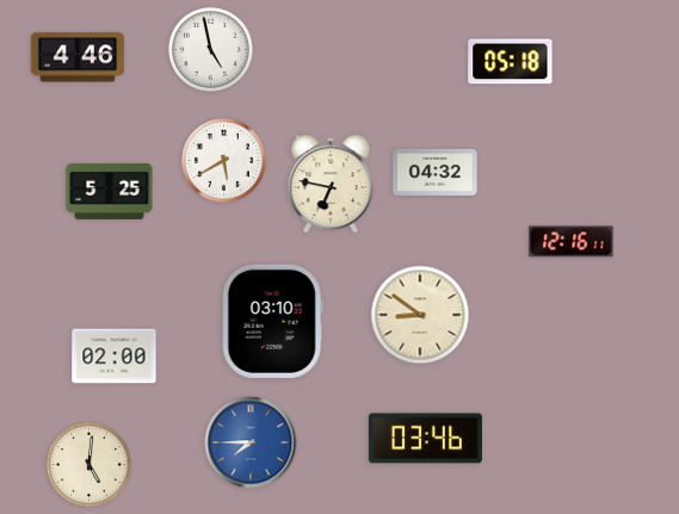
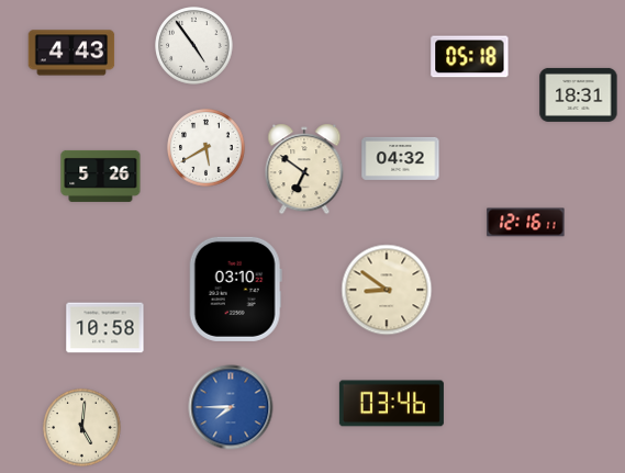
clock at (211, 50): 4:58 -> 4:54
clock at (78, 57): 4:46 -> 4:43
clock at (579, 94): none -> 18:31
clock at (331, 184): 6:47 -> 6:51
clock at (110, 191): 5:25 -> 5:26
clock at (272, 321) position: (272, 321) -> (235, 289)
clock at (115, 357): 02:00 -> 10:58
